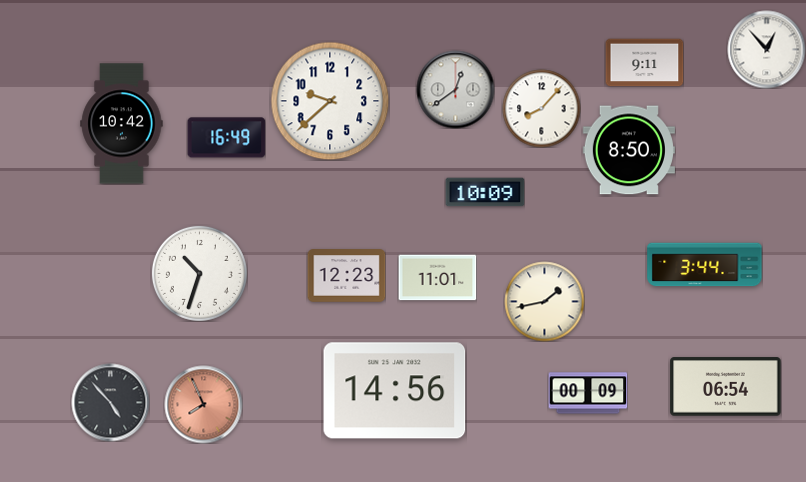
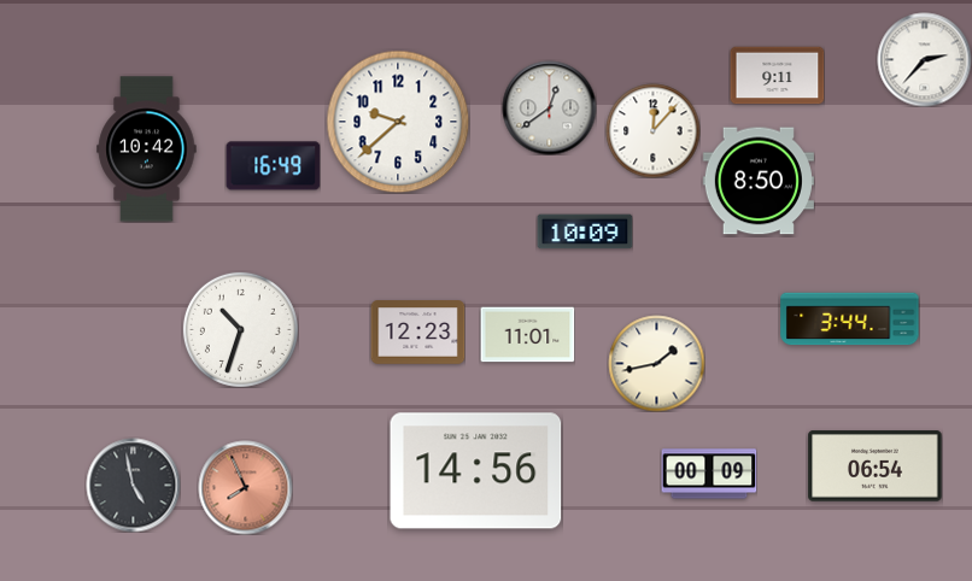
clock at (766, 49): 12:53 -> 2:37
clock at (541, 108): 8:07 -> 12:07
clock at (110, 402): 4:53 -> 4:58
